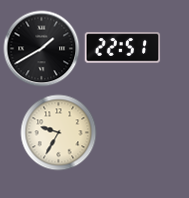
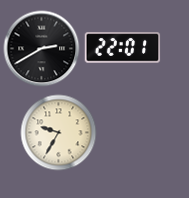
clock at (123, 48): 22:51 -> 22:01
clock at (42, 49): 1:40 -> 2:40
